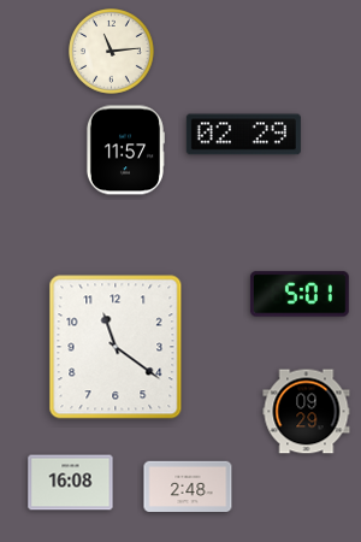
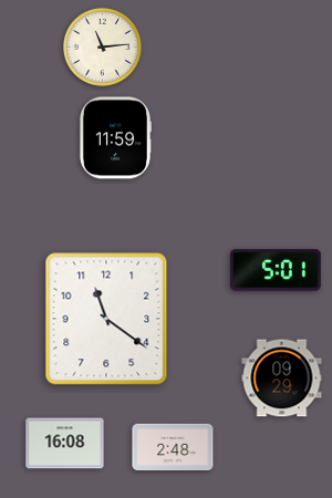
clock at (243, 135): 02:29 -> none
clock at (125, 151): 11:57 -> 11:59
